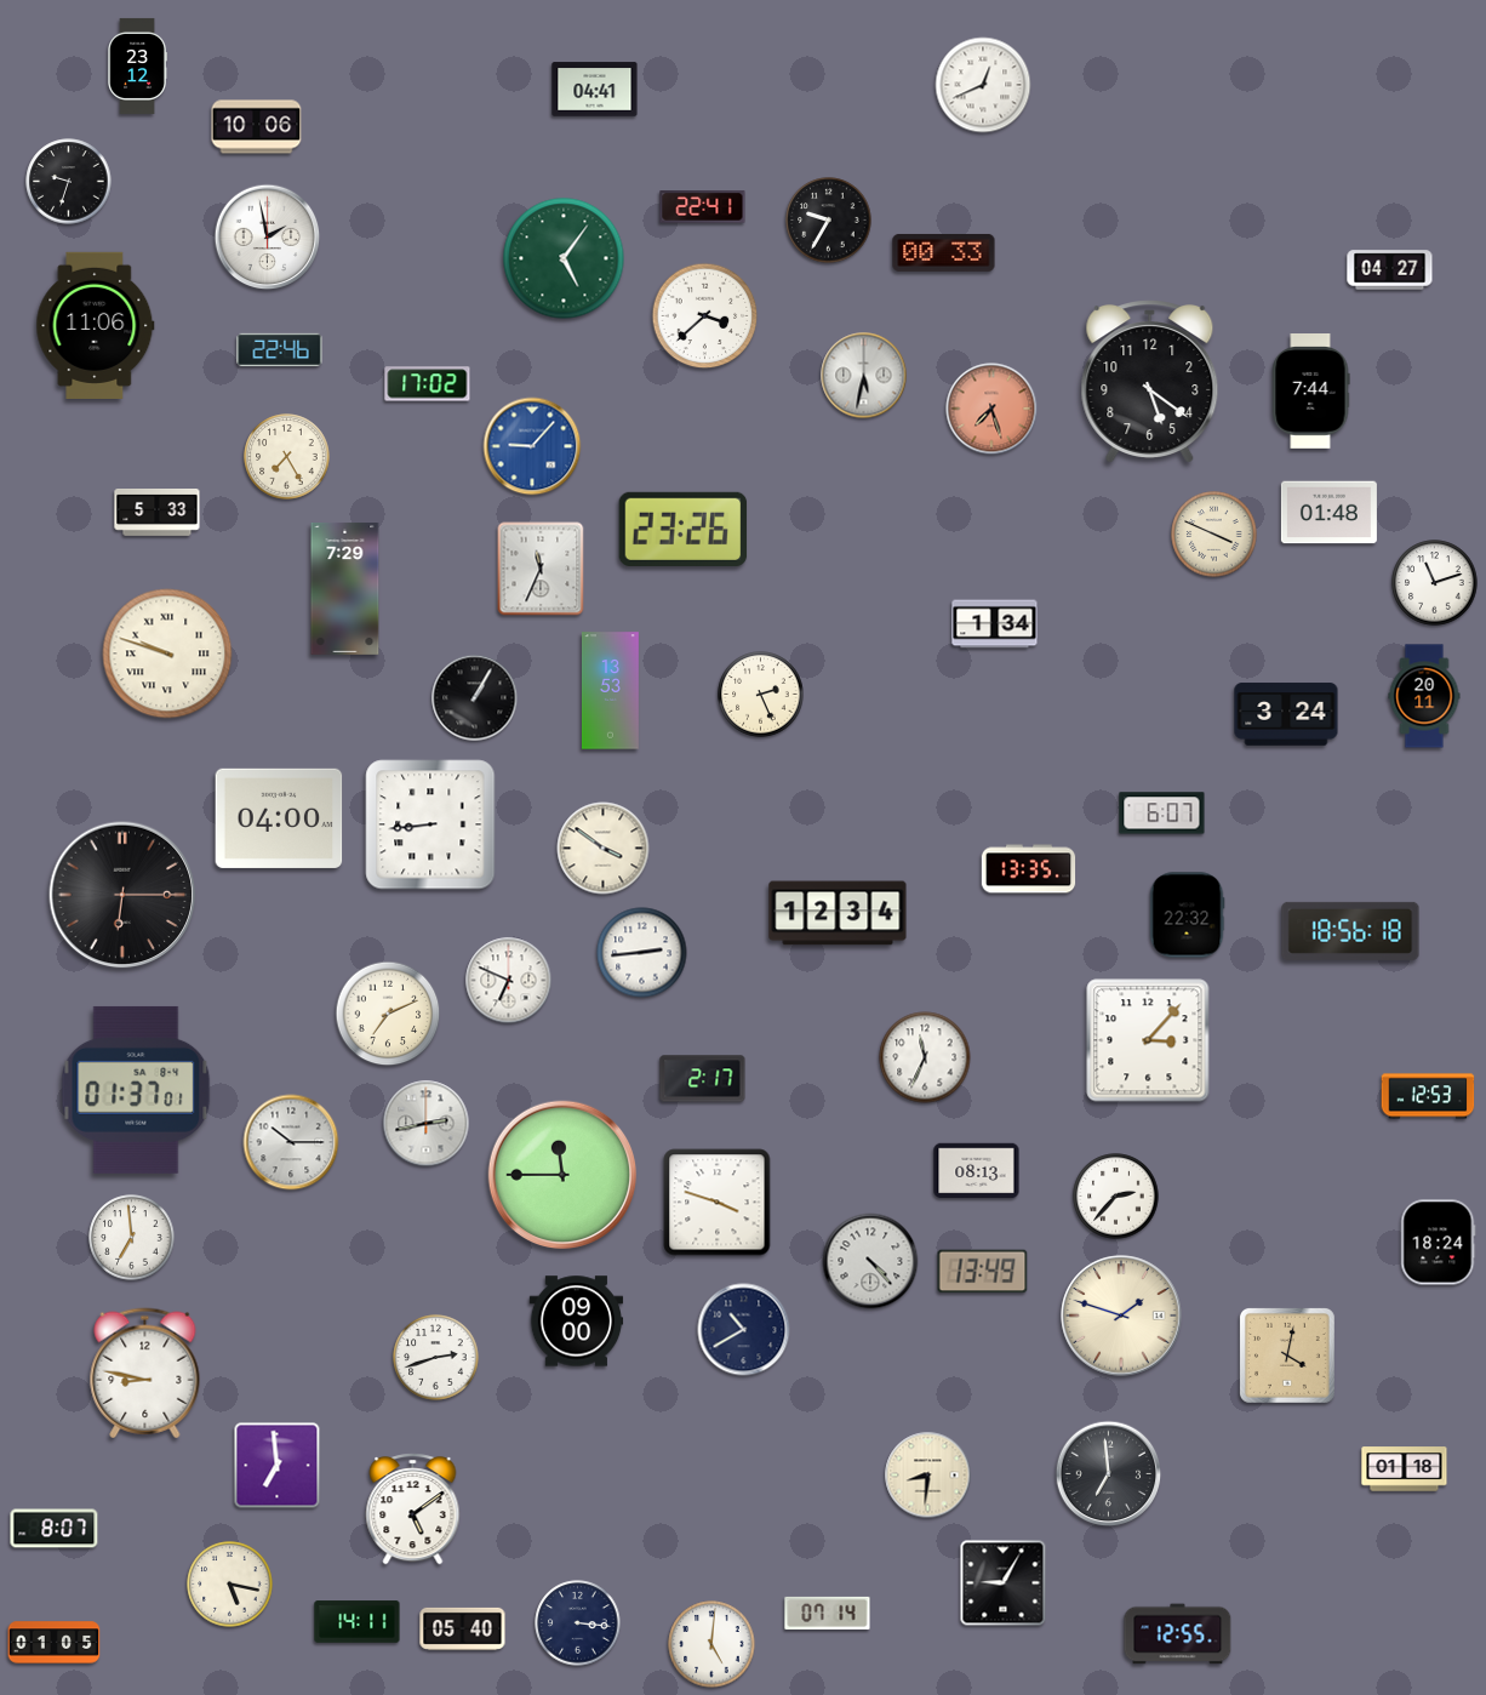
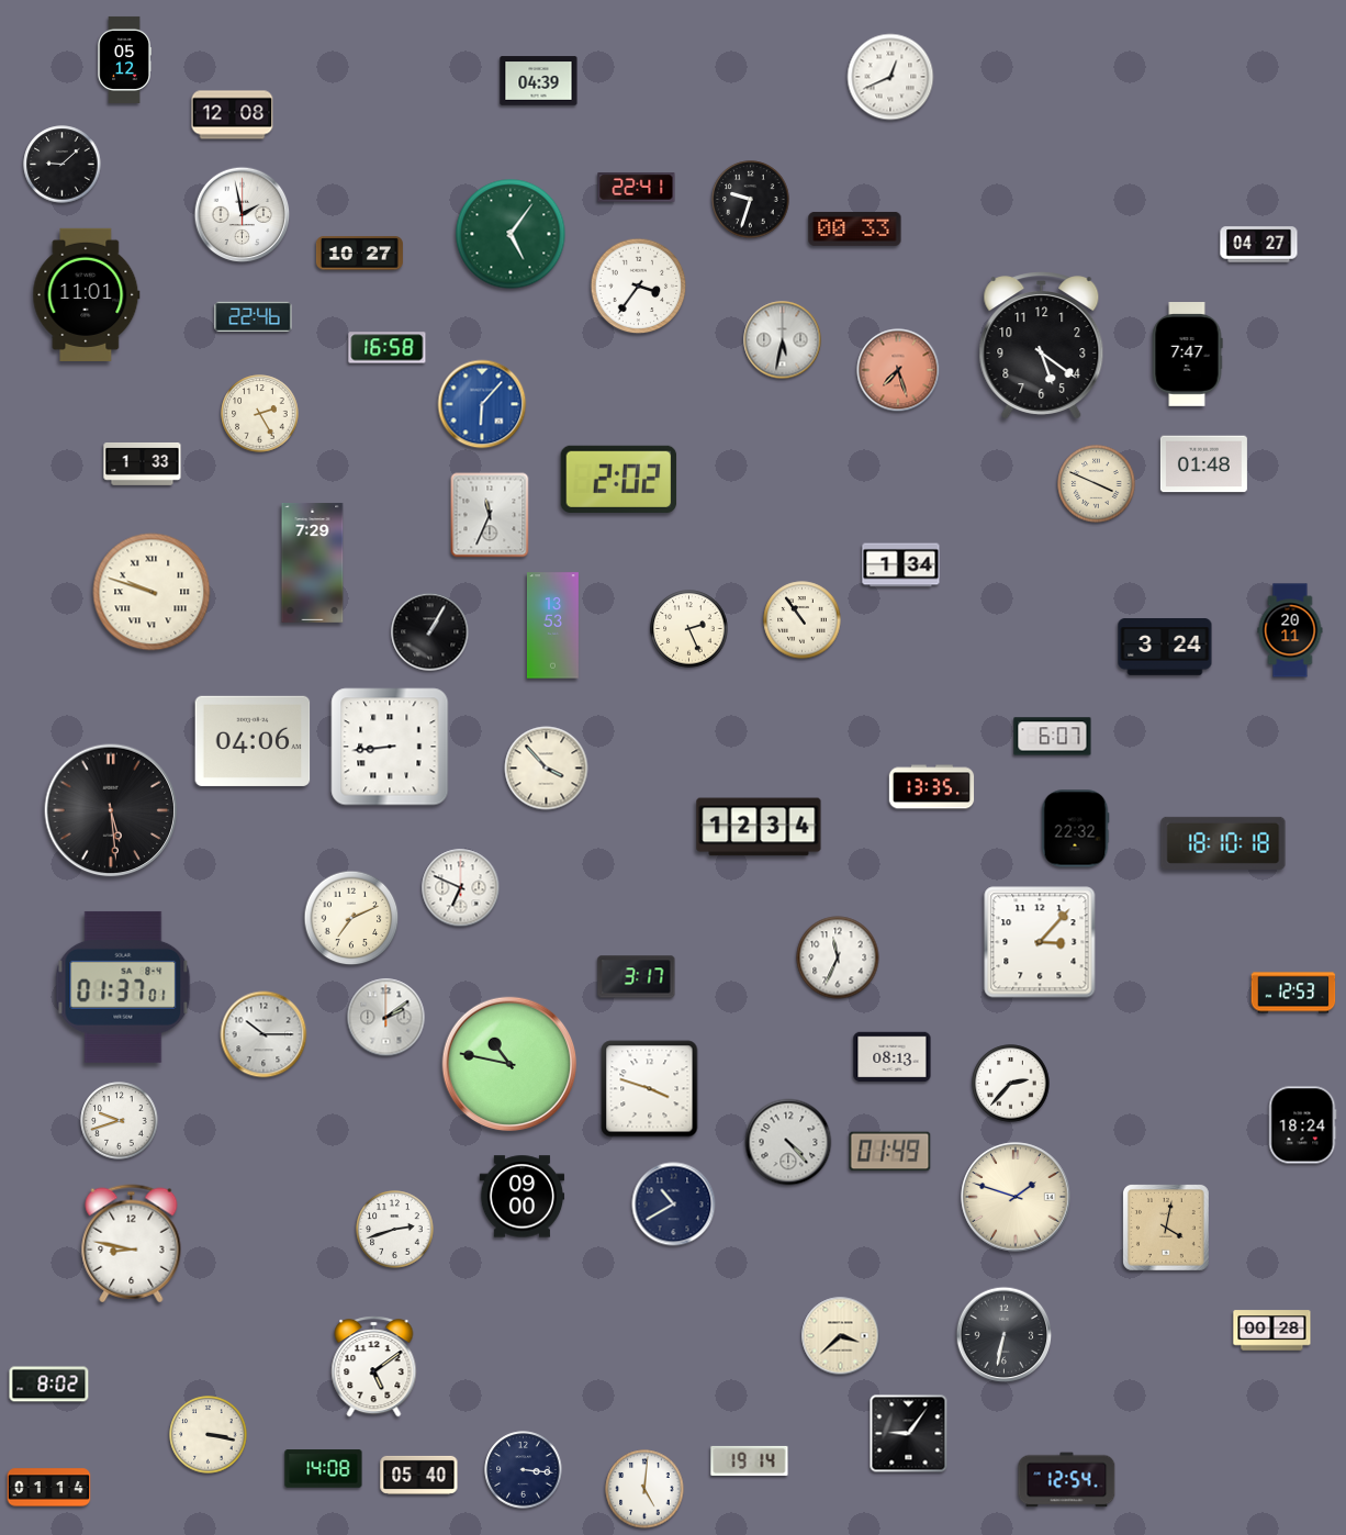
clock at (137, 65): 23:12 -> 05:12
clock at (595, 90): 04:41 -> 04:39
clock at (257, 127): 10:06 -> 12:08
clock at (69, 182): 9:33 -> 9:08
clock at (829, 221): 9:35 -> 9:33
clock at (359, 254): none -> 10:27
clock at (705, 316): 3:38 -> 3:36
clock at (96, 325): 11:06 -> 11:01
clock at (428, 384): 17:02 -> 16:58
clock at (1310, 392): 7:44 -> 7:47
clock at (532, 446): 9:07 -> 6:07
clock at (287, 457): 7:25 -> 2:25
clock at (158, 513): 5:33 -> 1:33
clock at (684, 529): 23:26 -> 2:02
clock at (1214, 535) position: (1214, 535) -> (1097, 484)
clock at (1435, 583): 11:12 -> none
clock at (345, 589) position: (345, 589) -> (313, 563)
clock at (803, 620): none -> 10:54
clock at (279, 818): 04:00 -> 04:06
clock at (604, 849): 3:51 -> 3:53
clock at (122, 895): 6:15 -> 5:29
clock at (1350, 931): 18:56 -> 18:10
clock at (642, 953): 2:44 -> none
clock at (703, 1079): 2:17 -> 3:17
clock at (427, 1124): 2:43 -> 2:09
clock at (977, 1171) position: (977, 1171) -> (893, 1057)
clock at (562, 1175): 11:45 -> 10:47
clock at (132, 1238): 6:59 -> 9:42
clock at (983, 1272): 13:49 -> 01:49
clock at (1121, 1316) position: (1121, 1316) -> (1016, 1197)
clock at (278, 1466): 6:59 -> none
clock at (1405, 1469): 01:18 -> 00:28
clock at (1109, 1474): 6:59 -> 6:32
clock at (928, 1476): 8:31 -> 3:38
clock at (55, 1529): 8:07 -> 8:02
clock at (1004, 1583): 9:05 -> 9:06
clock at (230, 1585): 5:17 -> 3:17
clock at (828, 1613): 07:14 -> 19:14
clock at (358, 1622): 14:11 -> 14:08
clock at (1178, 1634): 12:55 -> 12:54
clock at (55, 1643): 01:05 -> 01:14
